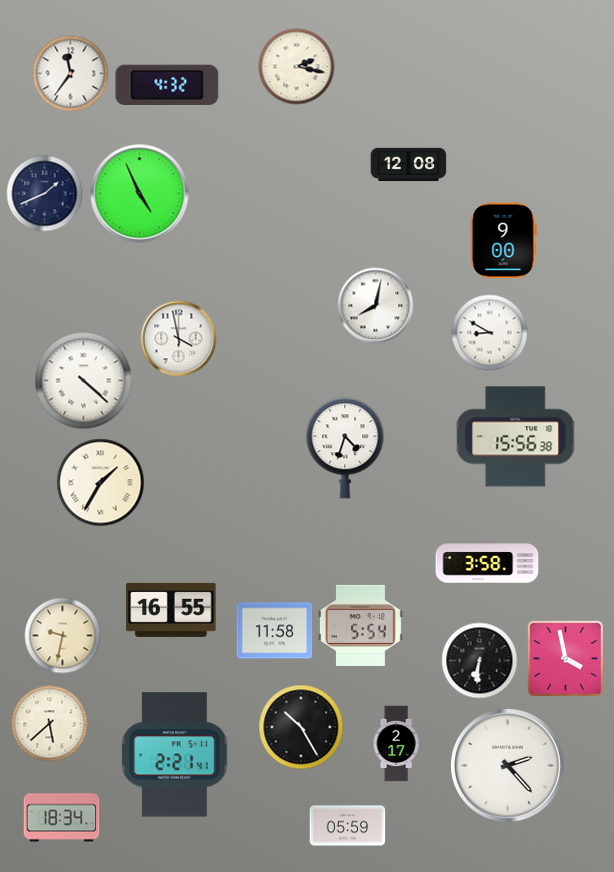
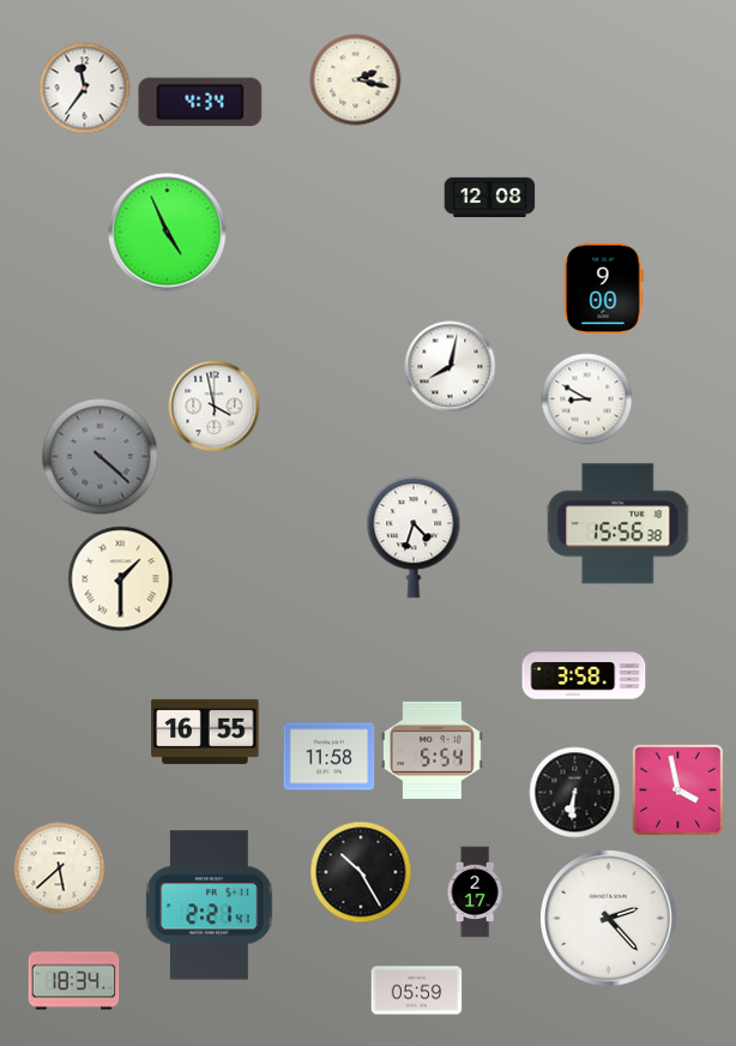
clock at (167, 84): 4:32 -> 4:34
clock at (45, 194): 1:41 -> none
clock at (84, 381) dial: white -> grey
clock at (101, 483): 1:35 -> 1:30
clock at (63, 636): 9:32 -> none
